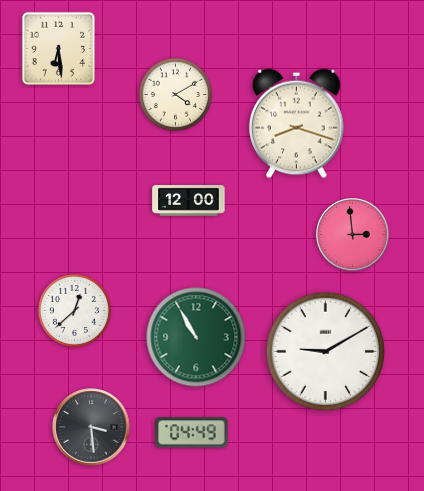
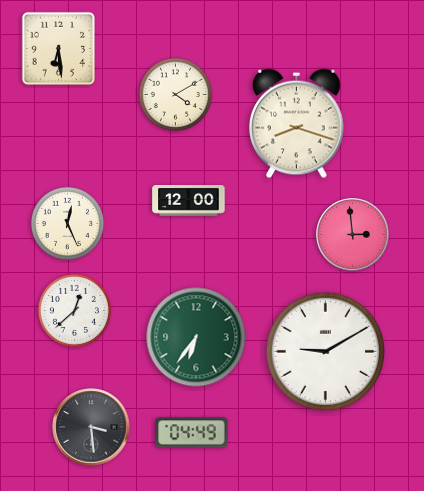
clock at (67, 223): none -> 12:26
clock at (196, 337): 10:55 -> 6:36
